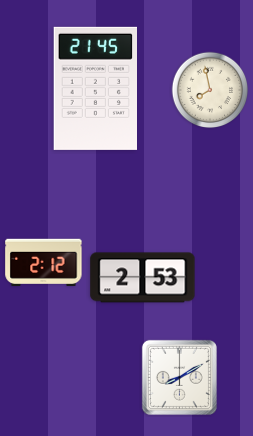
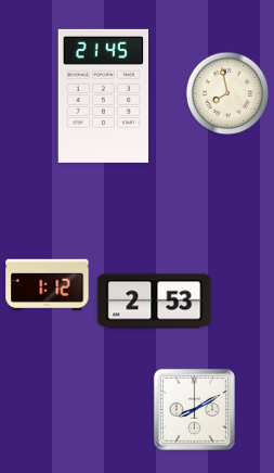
clock at (210, 90) position: (210, 90) -> (227, 93)
clock at (44, 262): 2:12 -> 1:12
